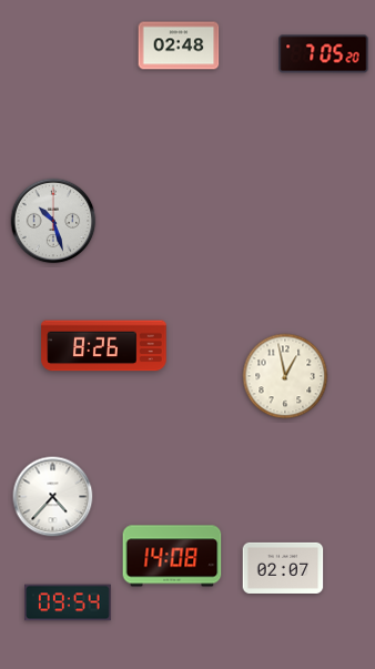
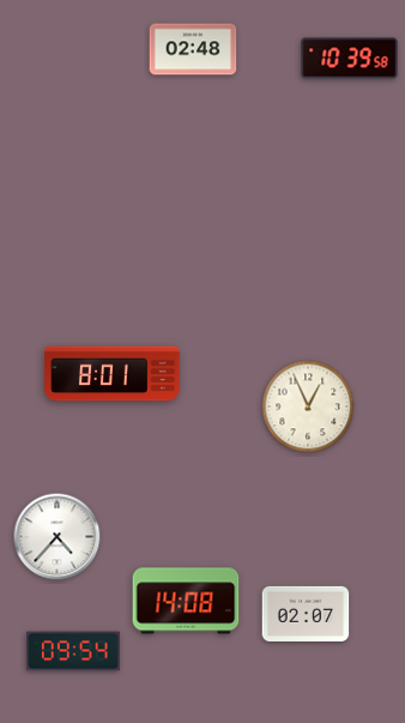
clock at (324, 54): 7:05 -> 10:39
clock at (53, 221): 10:27 -> none
clock at (104, 346): 8:26 -> 8:01
clock at (285, 376): 12:58 -> 12:56
